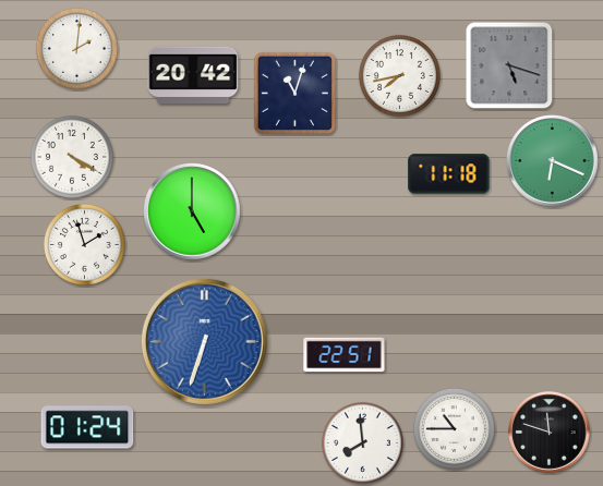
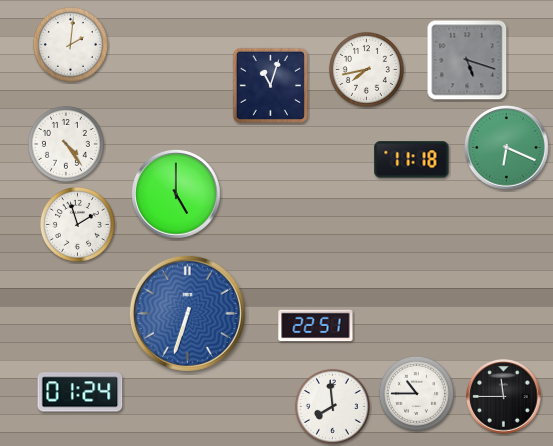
clock at (193, 75): 20:42 -> none
clock at (72, 157): 4:20 -> 4:24
clock at (550, 433): 11:48 -> 11:45
